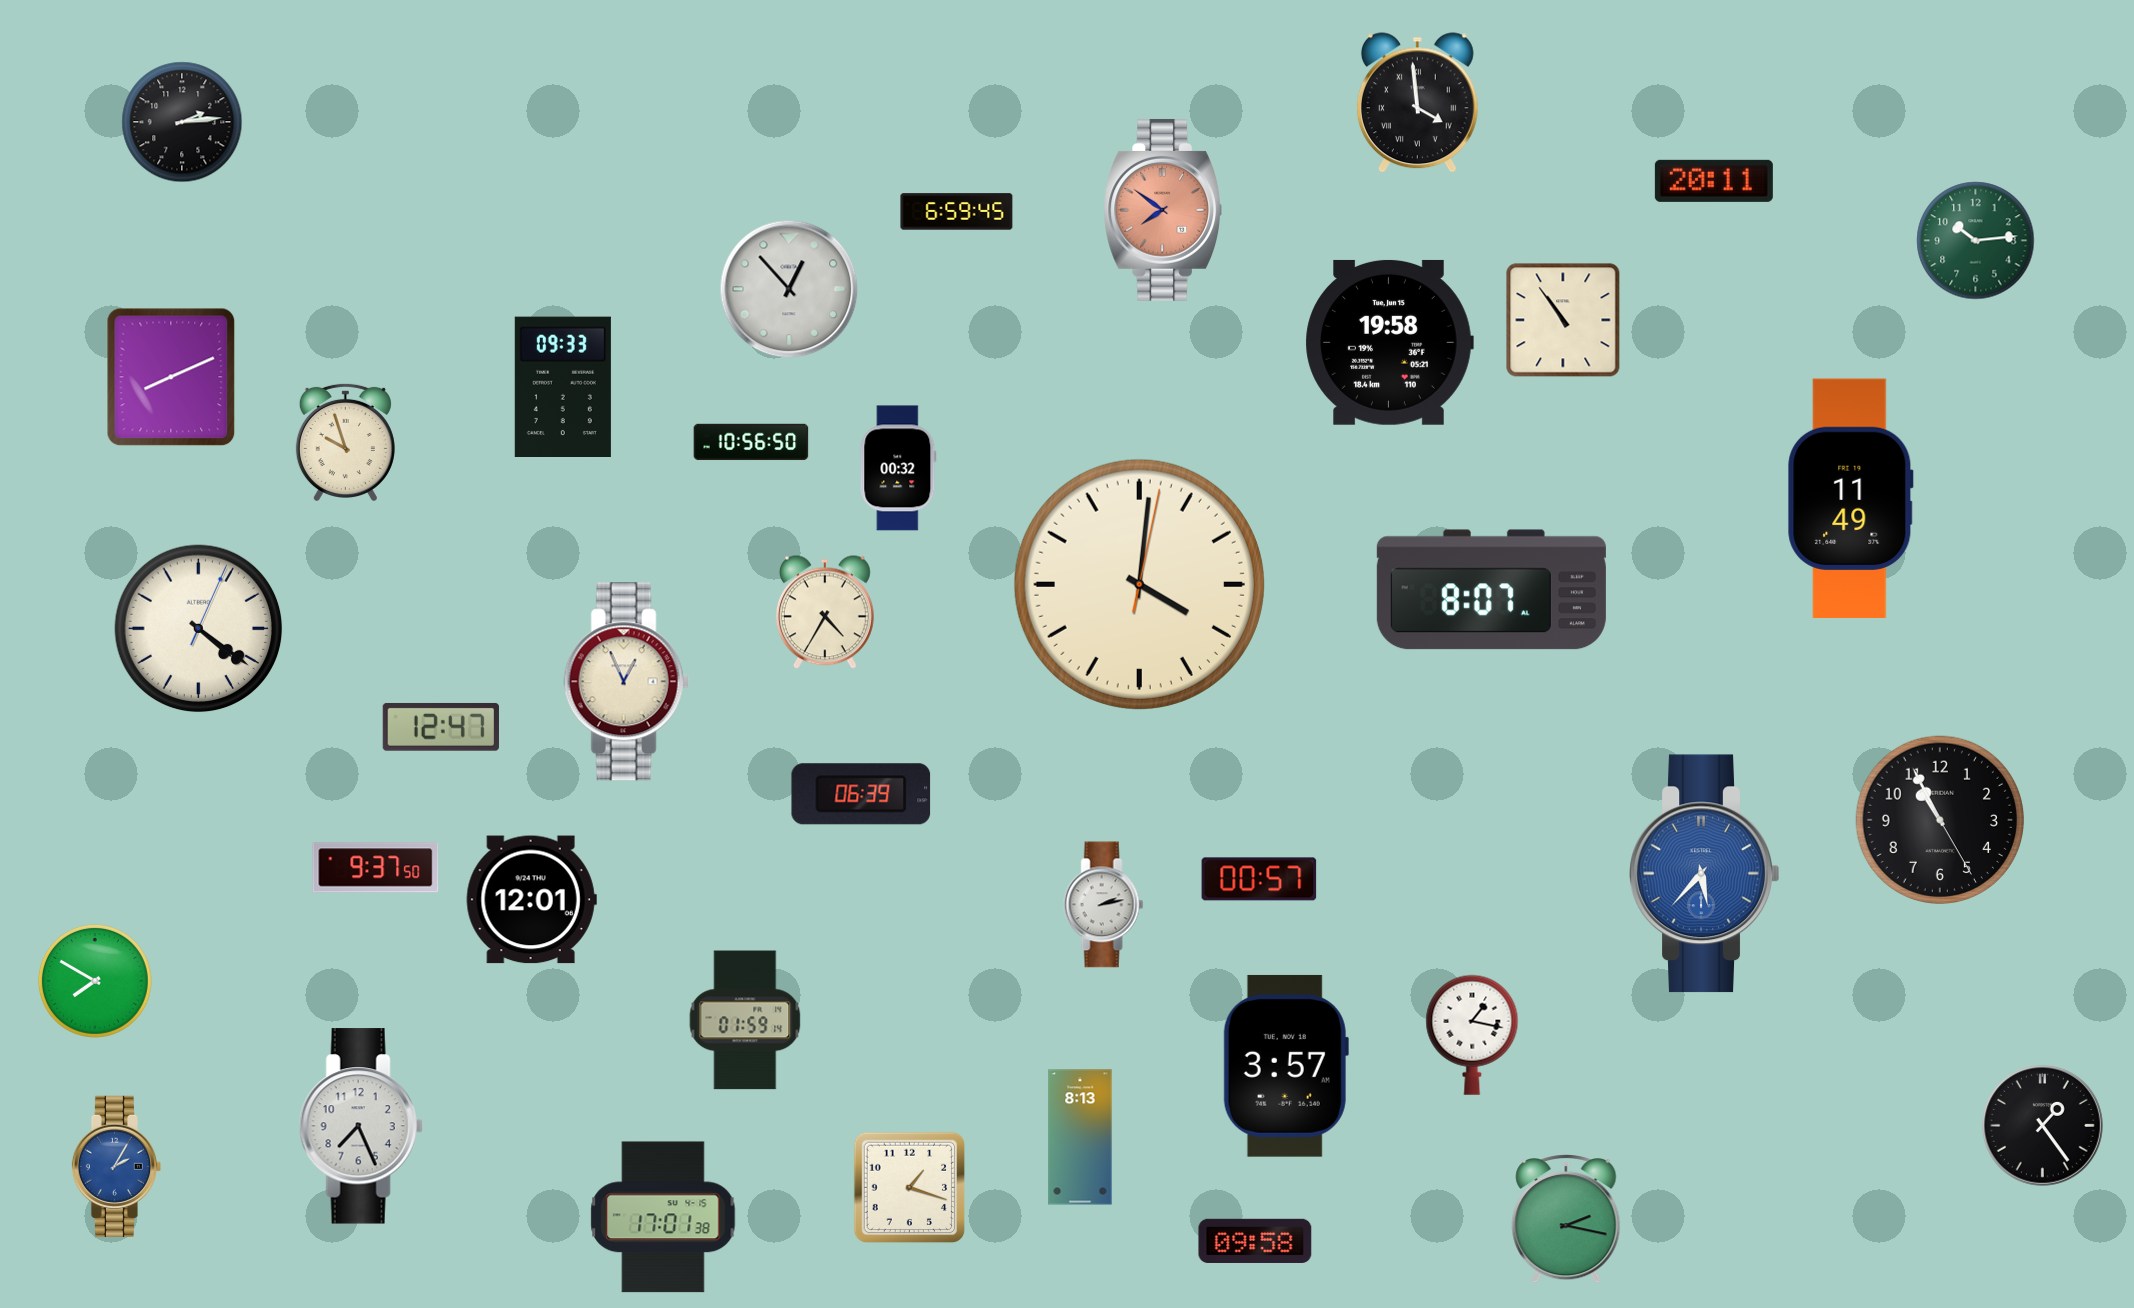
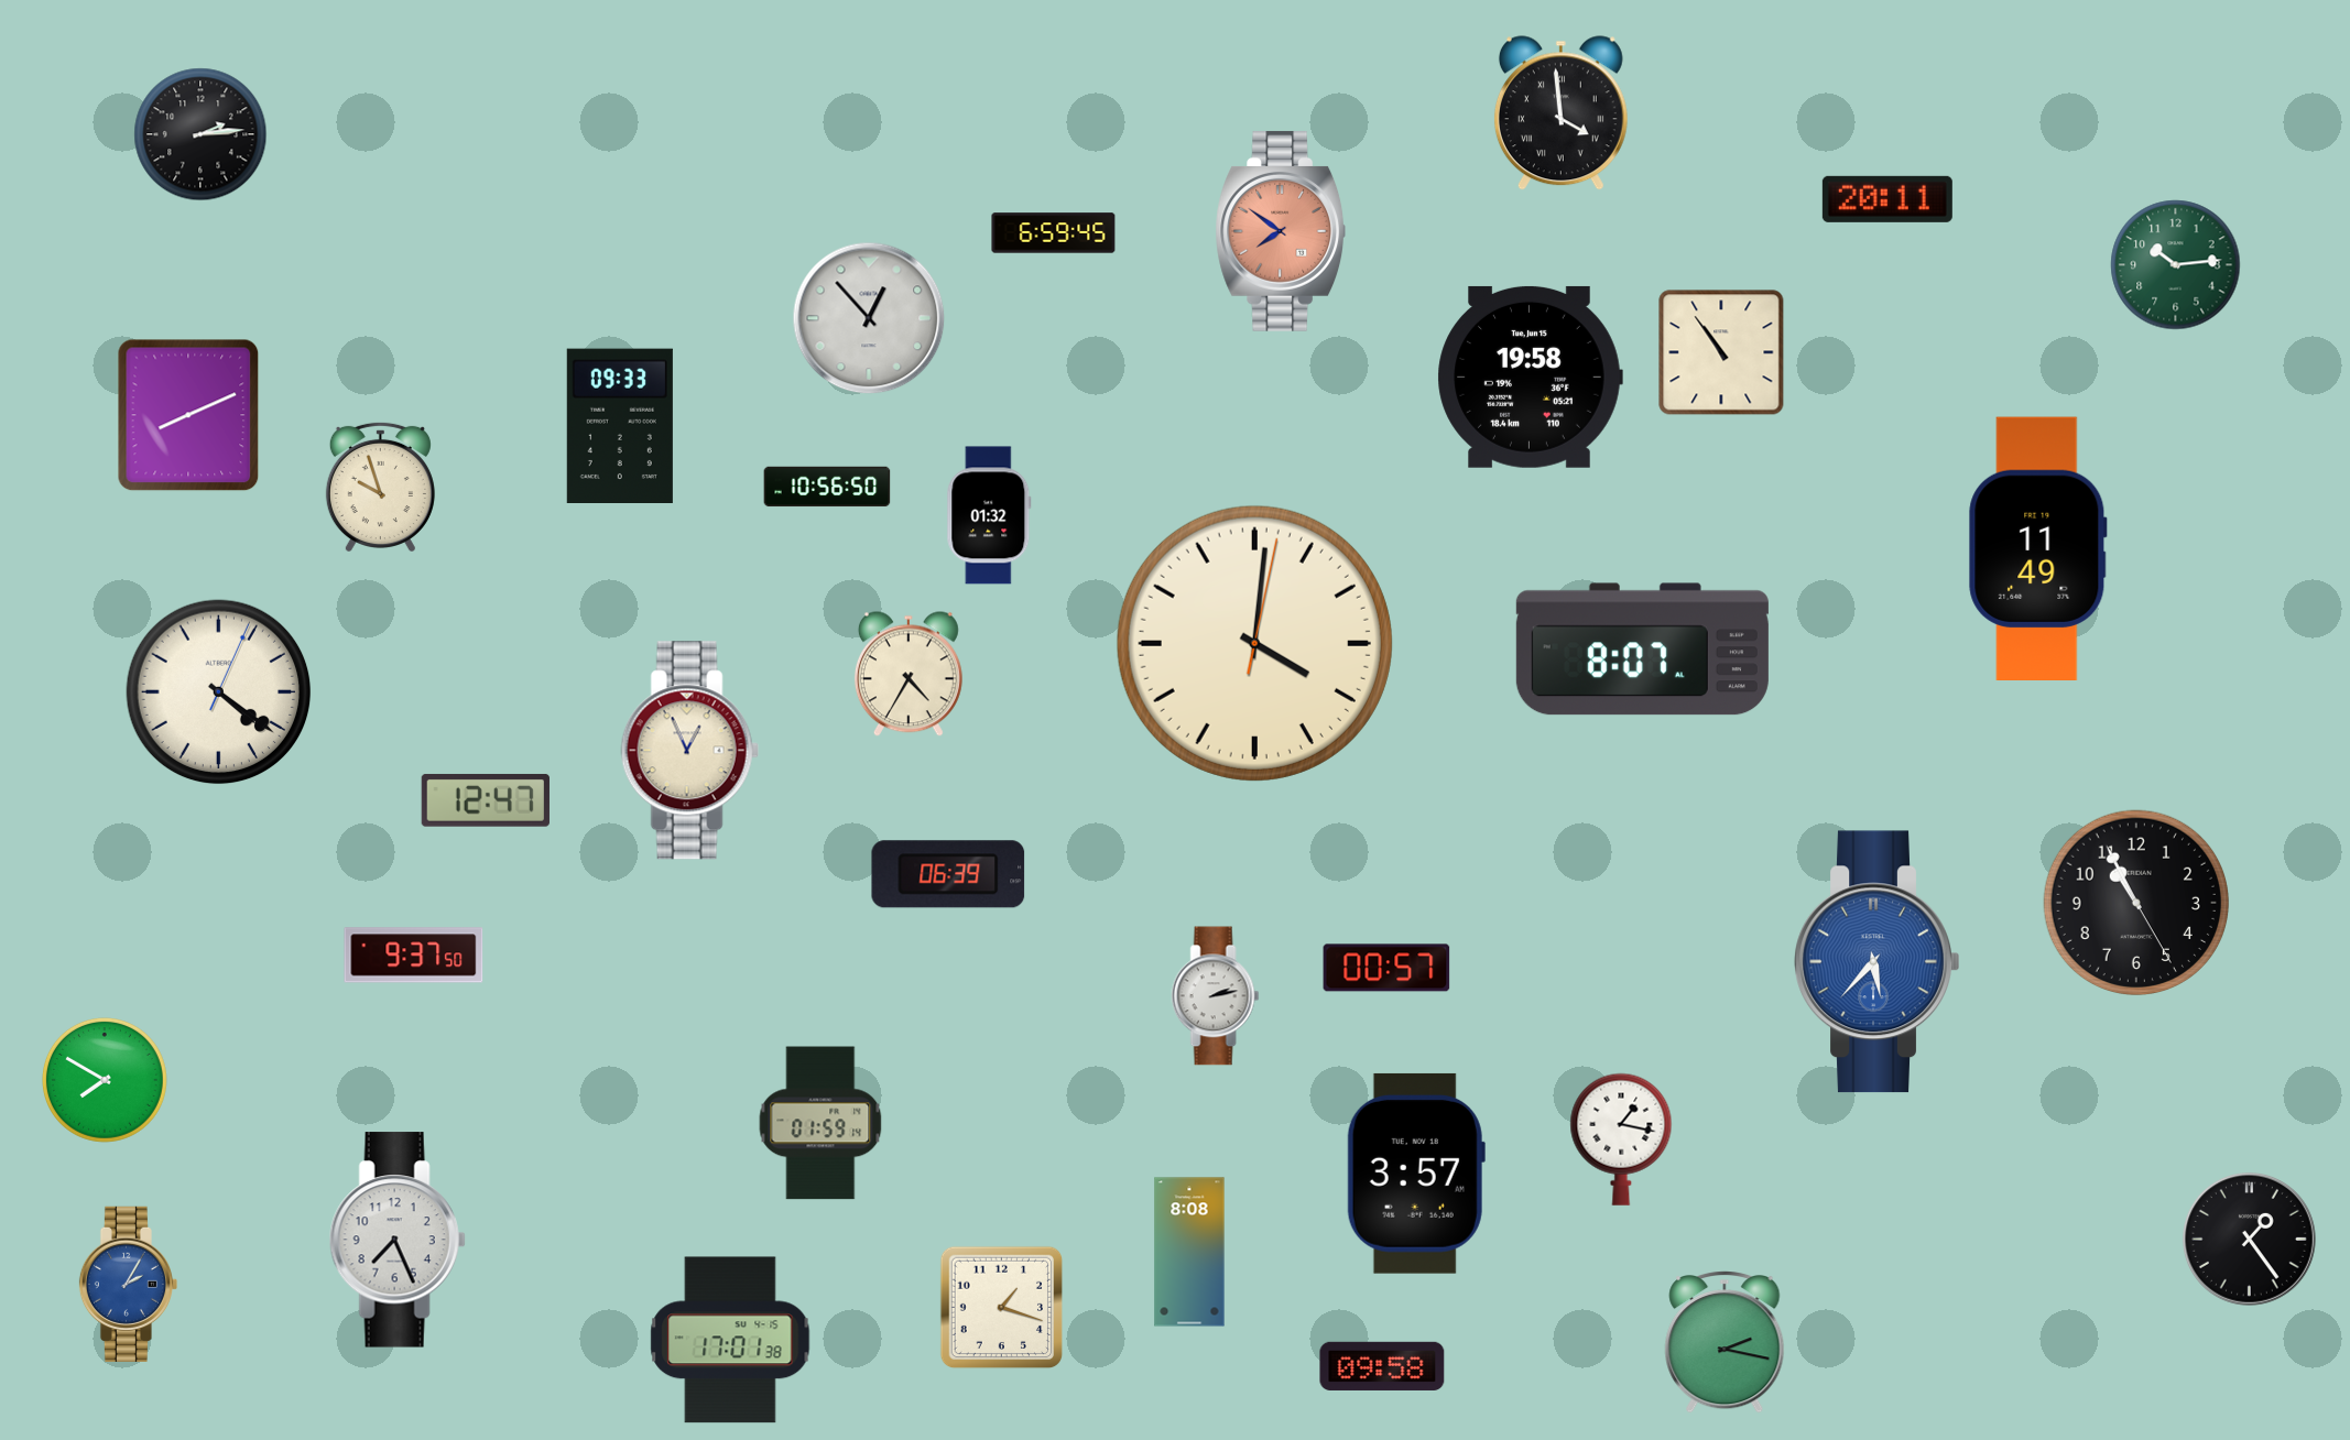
clock at (898, 468): 00:32 -> 01:32
clock at (531, 900): 12:01 -> none
clock at (1080, 1137): 8:13 -> 8:08
